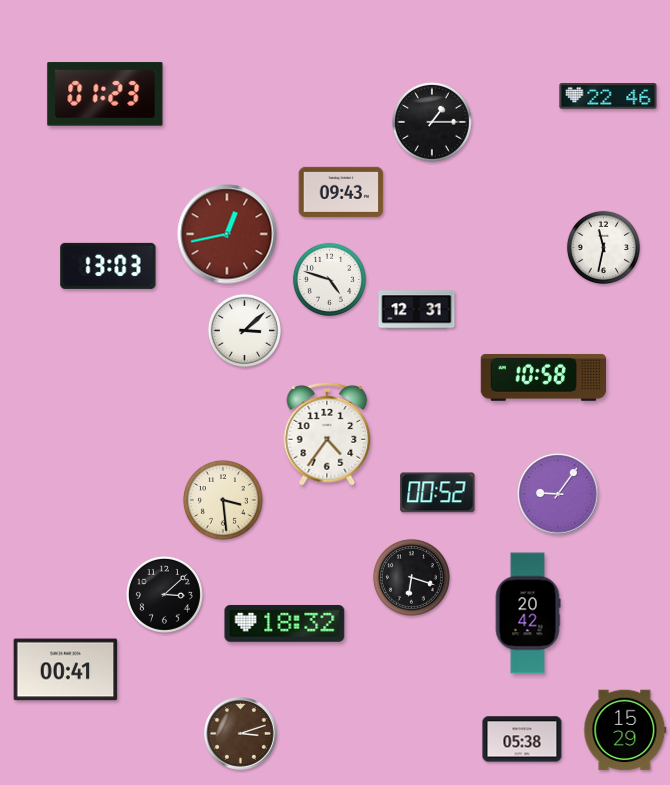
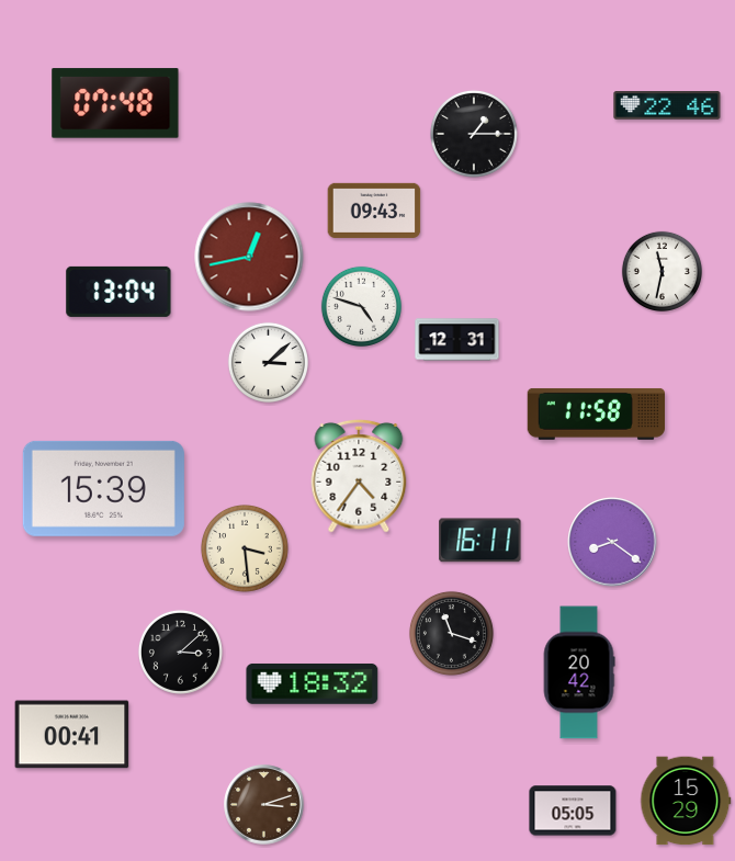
clock at (105, 94): 01:23 -> 07:48
clock at (108, 266): 13:03 -> 13:04
clock at (543, 377): 10:58 -> 11:58
clock at (103, 488): none -> 15:39
clock at (438, 493): 00:52 -> 16:11
clock at (558, 494): 9:06 -> 8:21
clock at (411, 577): 6:18 -> 11:18
clock at (522, 739): 05:38 -> 05:05
